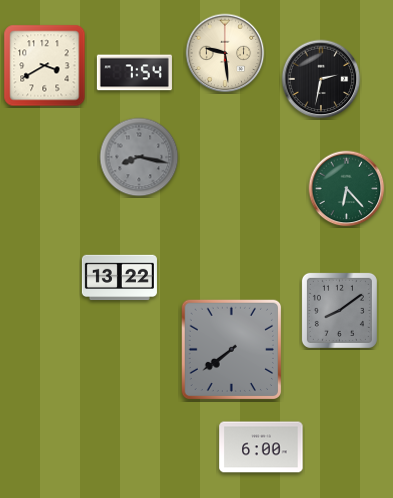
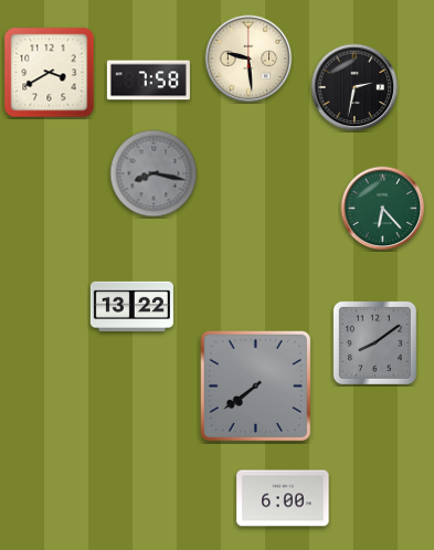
clock at (134, 73): 7:54 -> 7:58
clock at (261, 447) position: (261, 447) -> (283, 498)
